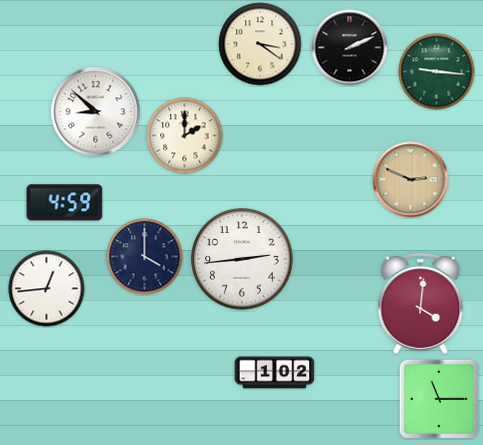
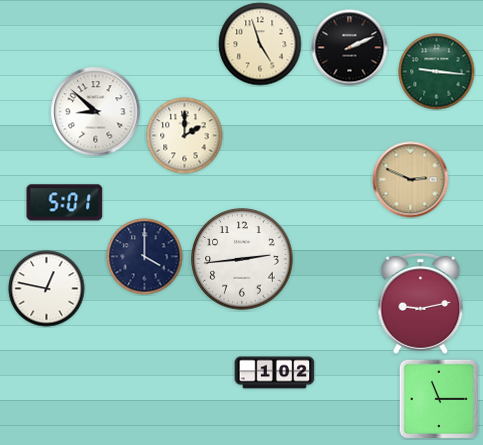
clock at (260, 44): 3:21 -> 4:57
clock at (65, 203): 4:59 -> 5:01
clock at (47, 289): 12:44 -> 12:47
clock at (421, 303): 4:01 -> 9:13
